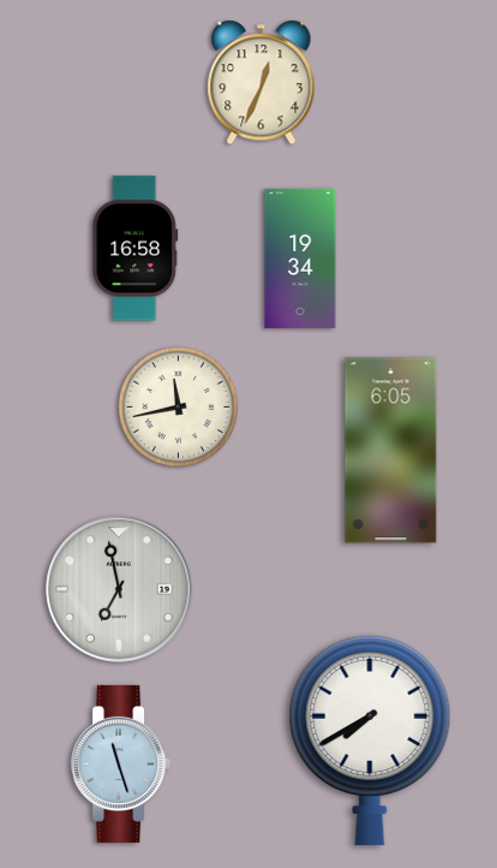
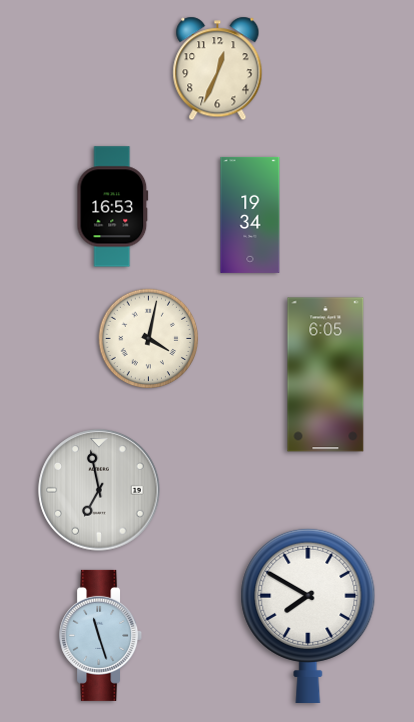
clock at (136, 249): 16:58 -> 16:53
clock at (179, 408): 11:43 -> 4:02
clock at (370, 739): 7:40 -> 7:50
